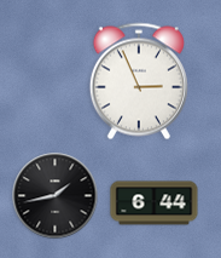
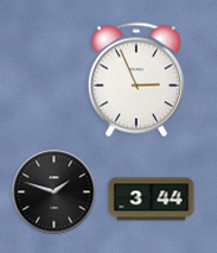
clock at (56, 196): 1:43 -> 1:48
clock at (155, 203): 6:44 -> 3:44
